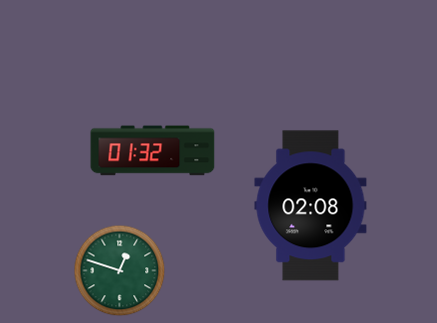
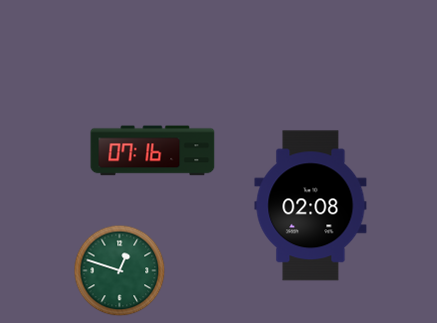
clock at (153, 151): 01:32 -> 07:16
